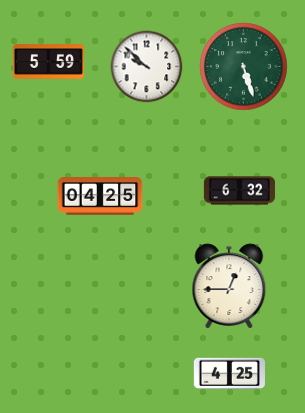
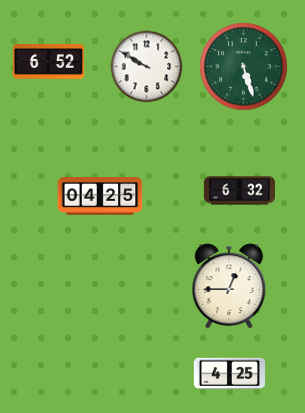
clock at (48, 62): 5:59 -> 6:52
clock at (147, 67): 9:52 -> 9:50
